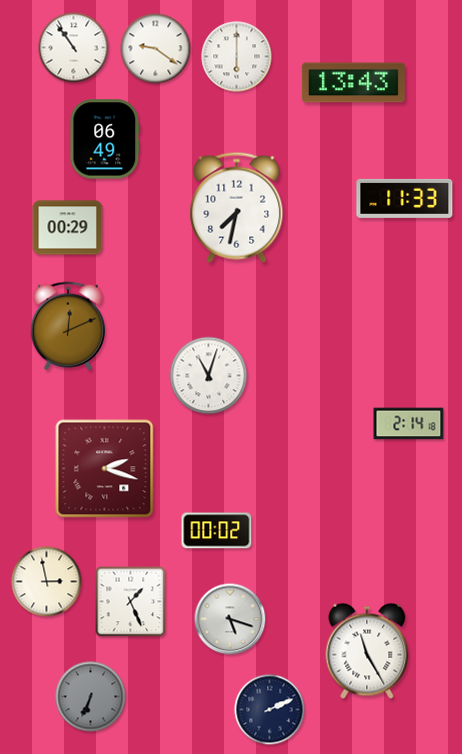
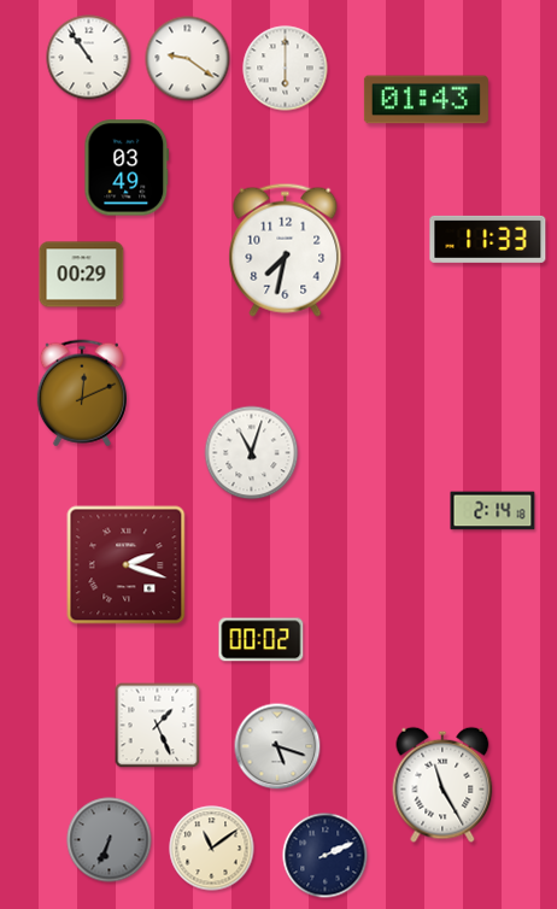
clock at (353, 83): 13:43 -> 01:43
clock at (105, 139): 06:49 -> 03:49
clock at (47, 582): 2:58 -> none
clock at (212, 849): none -> 11:09
